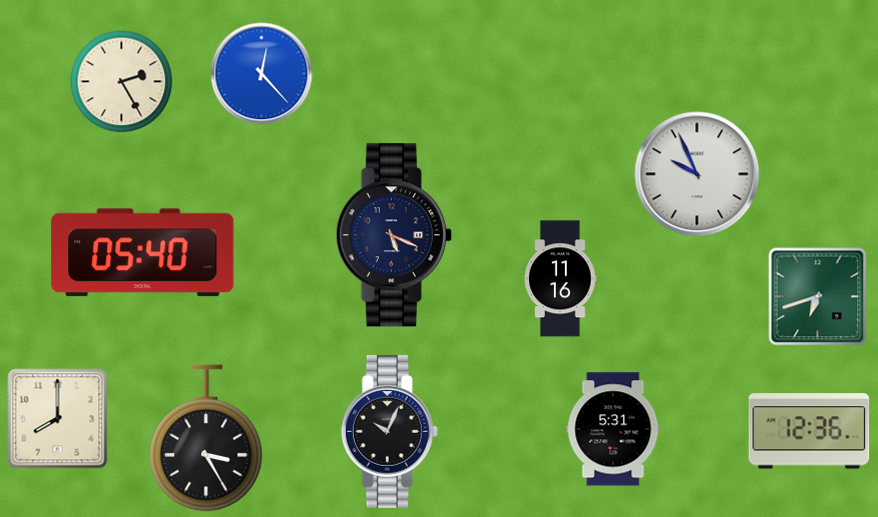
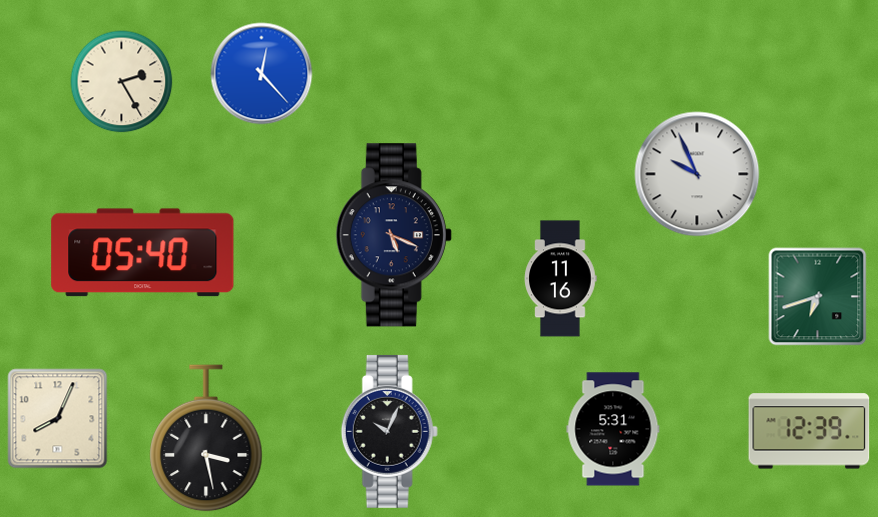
clock at (58, 419): 8:00 -> 8:04
clock at (809, 431): 12:36 -> 12:39
clock at (206, 438): 3:25 -> 3:28
